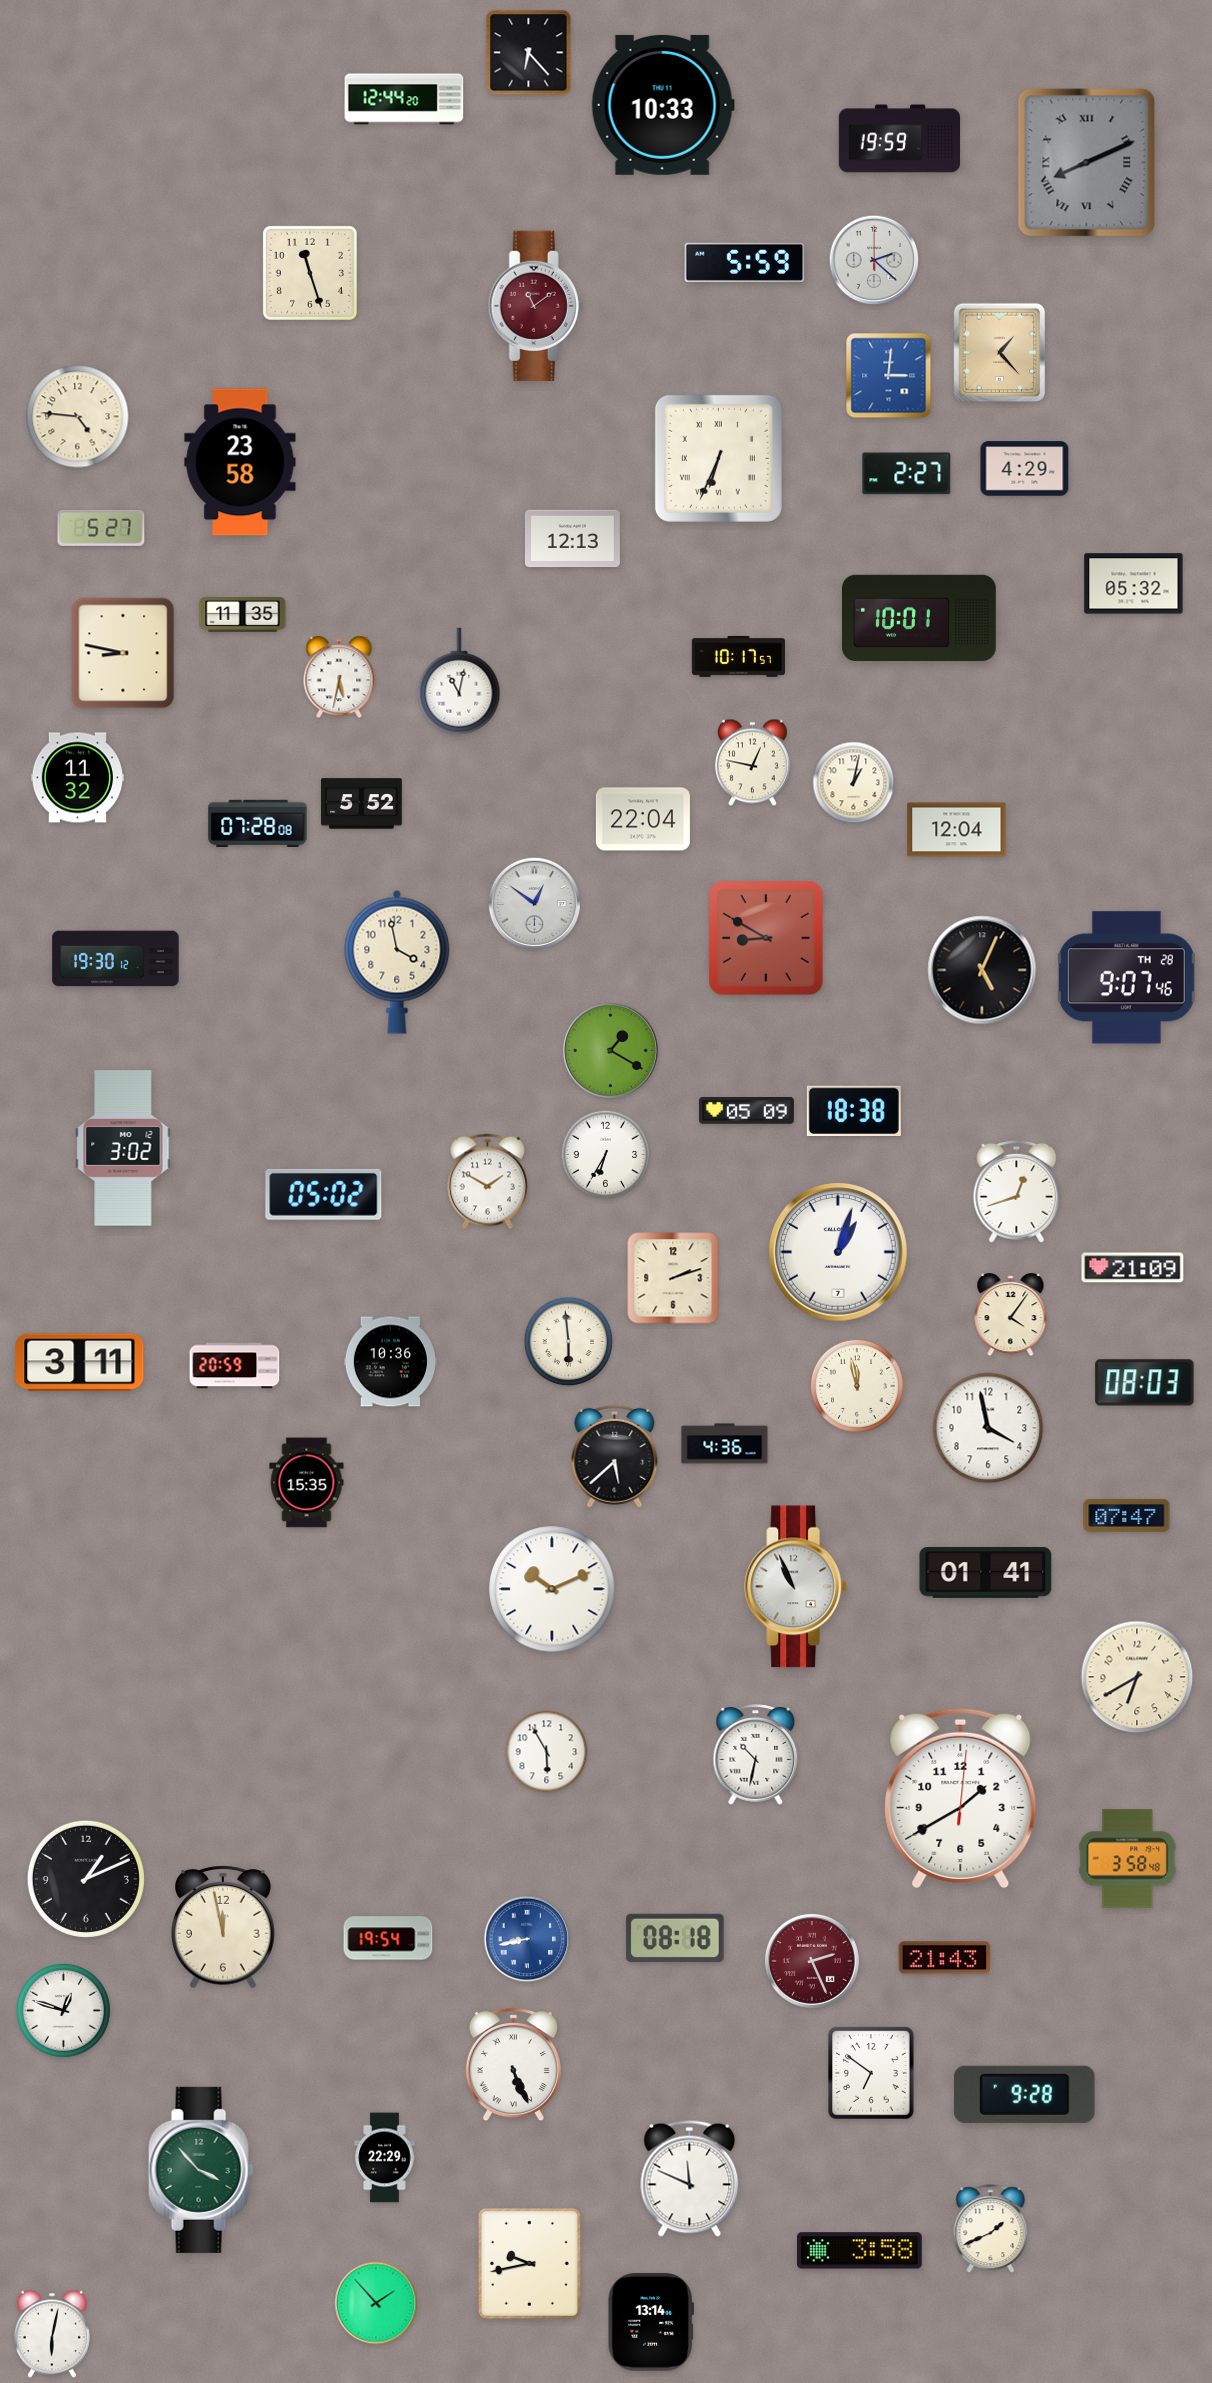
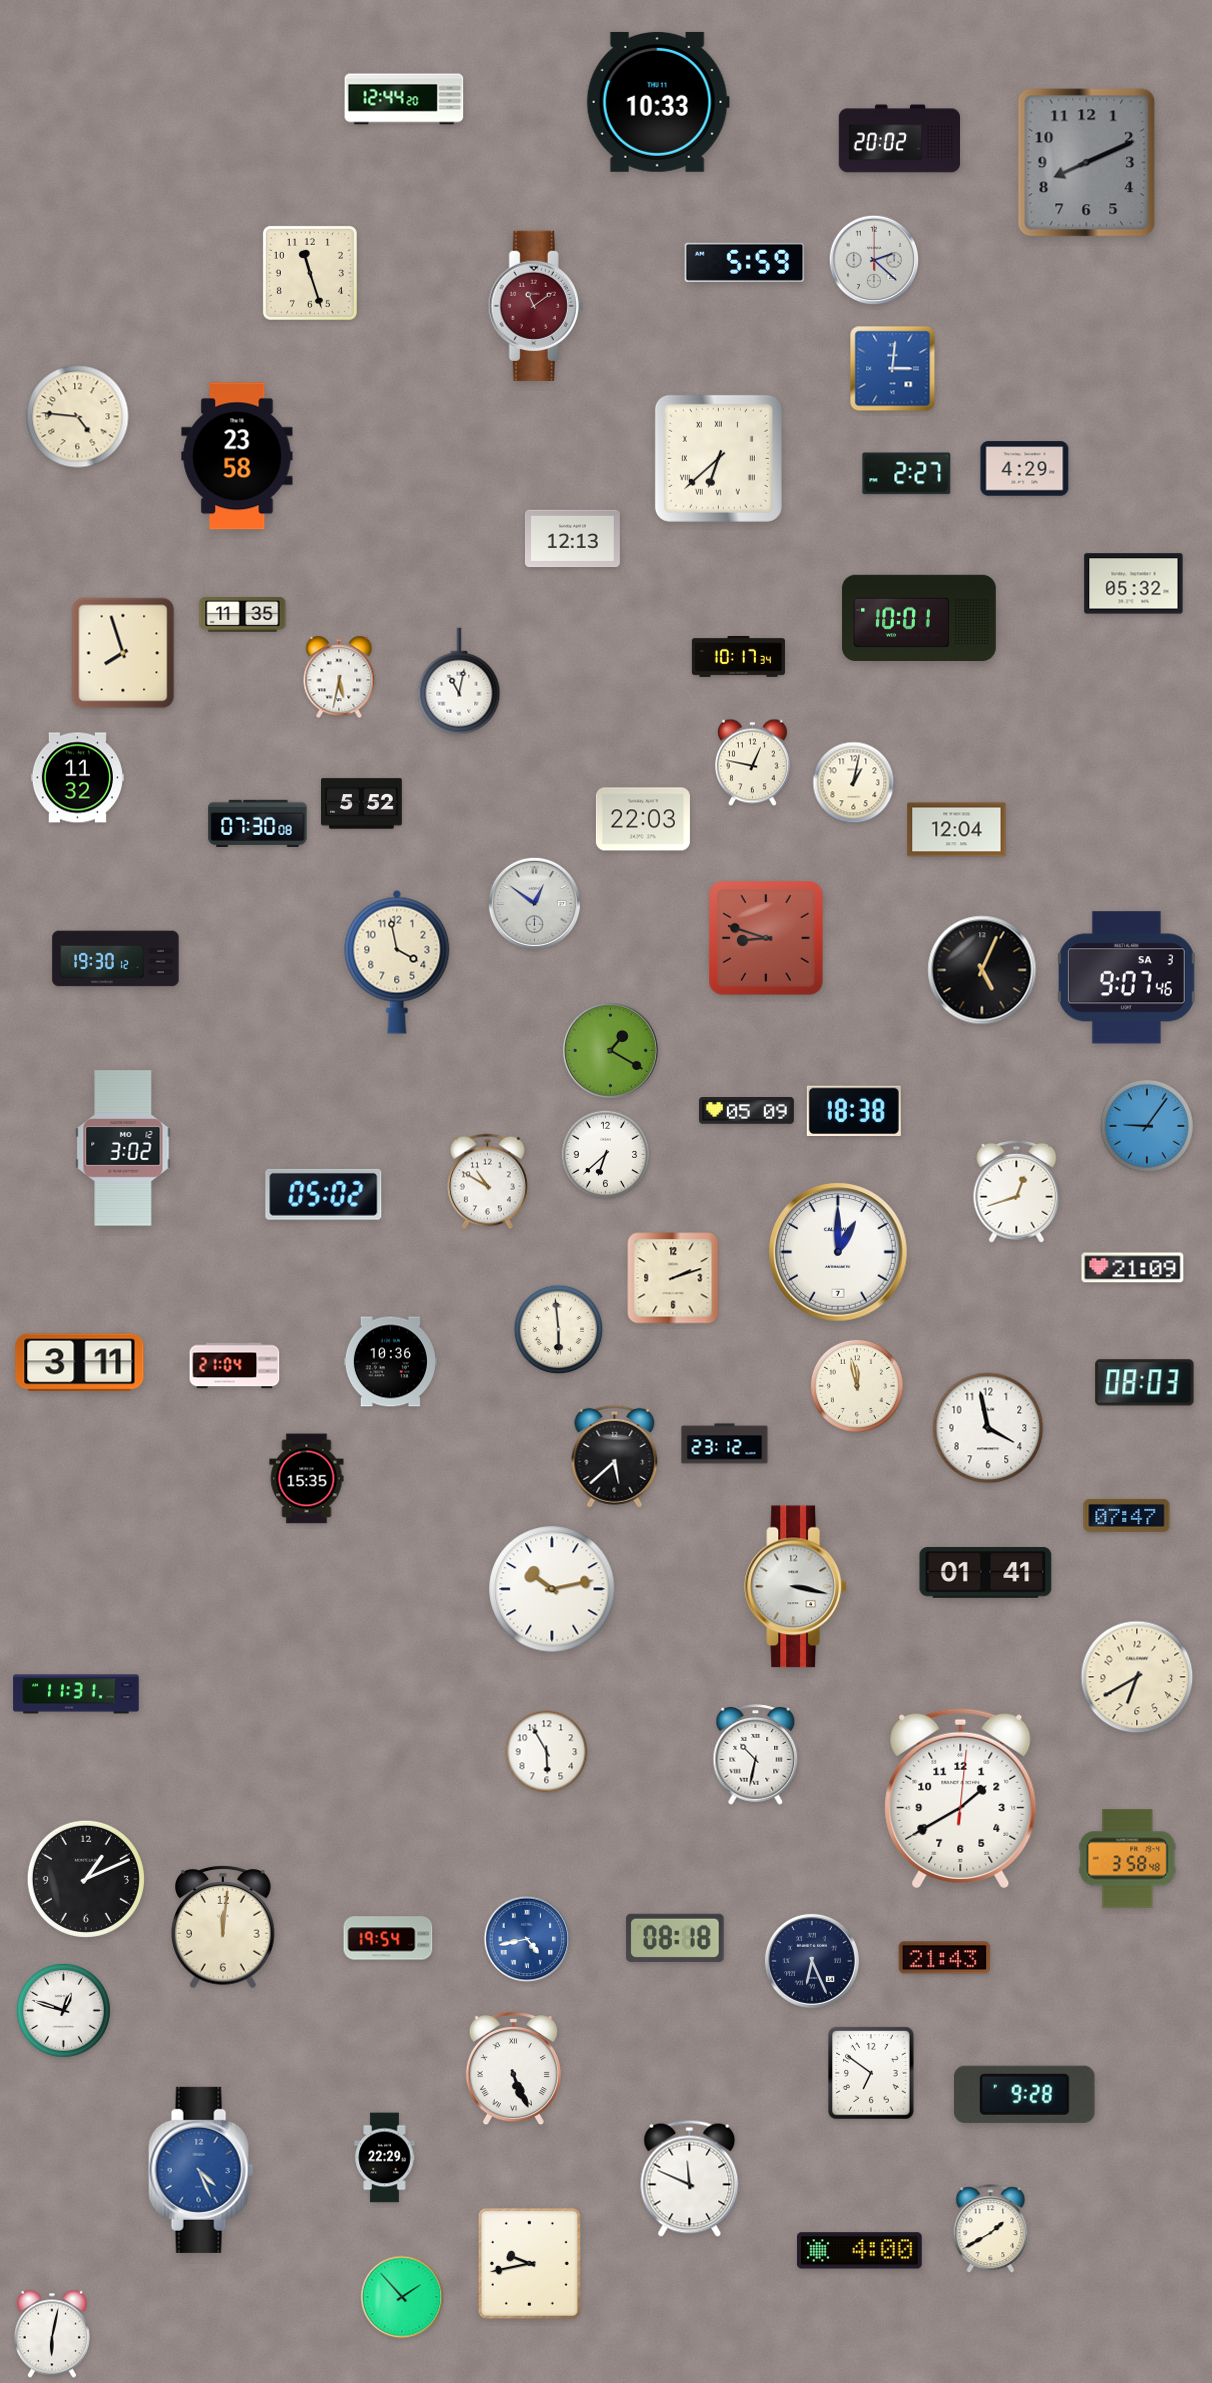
clock at (529, 53): 6:23 -> none
clock at (663, 105) position: (663, 105) -> (658, 102)
clock at (900, 139): 19:59 -> 20:02
clock at (1087, 163) numerals: Roman -> Arabic
clock at (1000, 353): 1:23 -> none
clock at (889, 376) position: (889, 376) -> (893, 369)
clock at (718, 458): 6:34 -> 6:38
clock at (240, 462) position: (240, 462) -> (237, 456)
clock at (101, 528): 5:27 -> none
clock at (123, 653): 8:47 -> 7:57
clock at (738, 656): 10:17:57 -> 10:17:34
clock at (643, 819): 22:04 -> 22:03
clock at (258, 823): 07:28 -> 07:30
clock at (766, 938): 8:50 -> 8:48
clock at (1126, 978) date: TH 28 -> SA 3
clock at (1147, 1126): none -> 9:06
clock at (606, 1155): 6:35 -> 6:38
clock at (487, 1182): 1:50 -> 10:50
clock at (838, 1252): 1:03 -> 1:00
clock at (1011, 1315): 4:06 -> none
clock at (569, 1342) position: (569, 1342) -> (559, 1330)
clock at (235, 1366): 20:59 -> 21:04
clock at (725, 1444): 4:36 -> 23:12
clock at (307, 1483) position: (307, 1483) -> (307, 1479)
clock at (795, 1587): 10:56 -> 3:17
clock at (552, 1589): 10:11 -> 10:13
clock at (76, 1694): none -> 11:31
clock at (224, 1928): 11:58 -> 12:01
clock at (527, 1939): 8:43 -> 4:43
clock at (812, 1961): 2:26 -> 6:26
clock at (812, 1961) dial: burgundy -> navy
clock at (513, 2065) position: (513, 2065) -> (513, 2069)
clock at (201, 2170): 3:53 -> 4:26
clock at (201, 2170) dial: green -> blue
clock at (991, 2229): 1:41 -> 1:40
clock at (859, 2251): 3:58 -> 4:00
clock at (376, 2303) position: (376, 2303) -> (402, 2297)
clock at (651, 2322): 13:14 -> none
